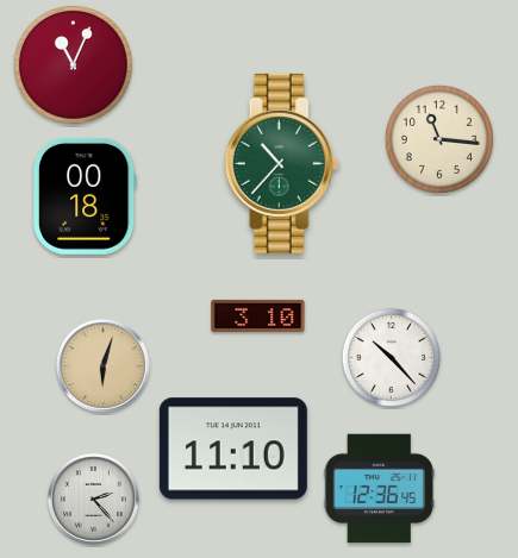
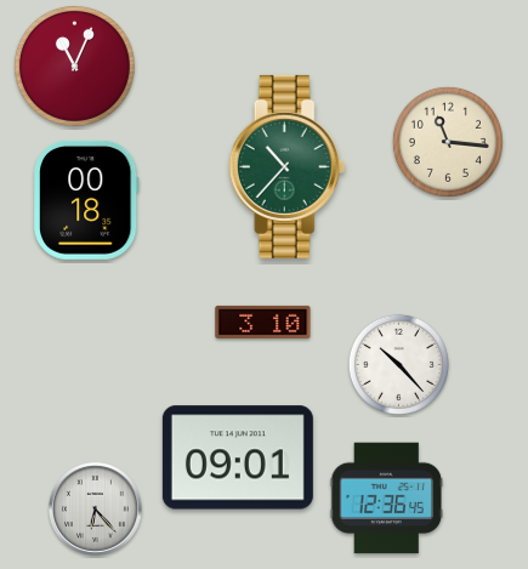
clock at (102, 365): 6:03 -> none
clock at (233, 449): 11:10 -> 09:01
clock at (93, 499): 2:23 -> 6:23
